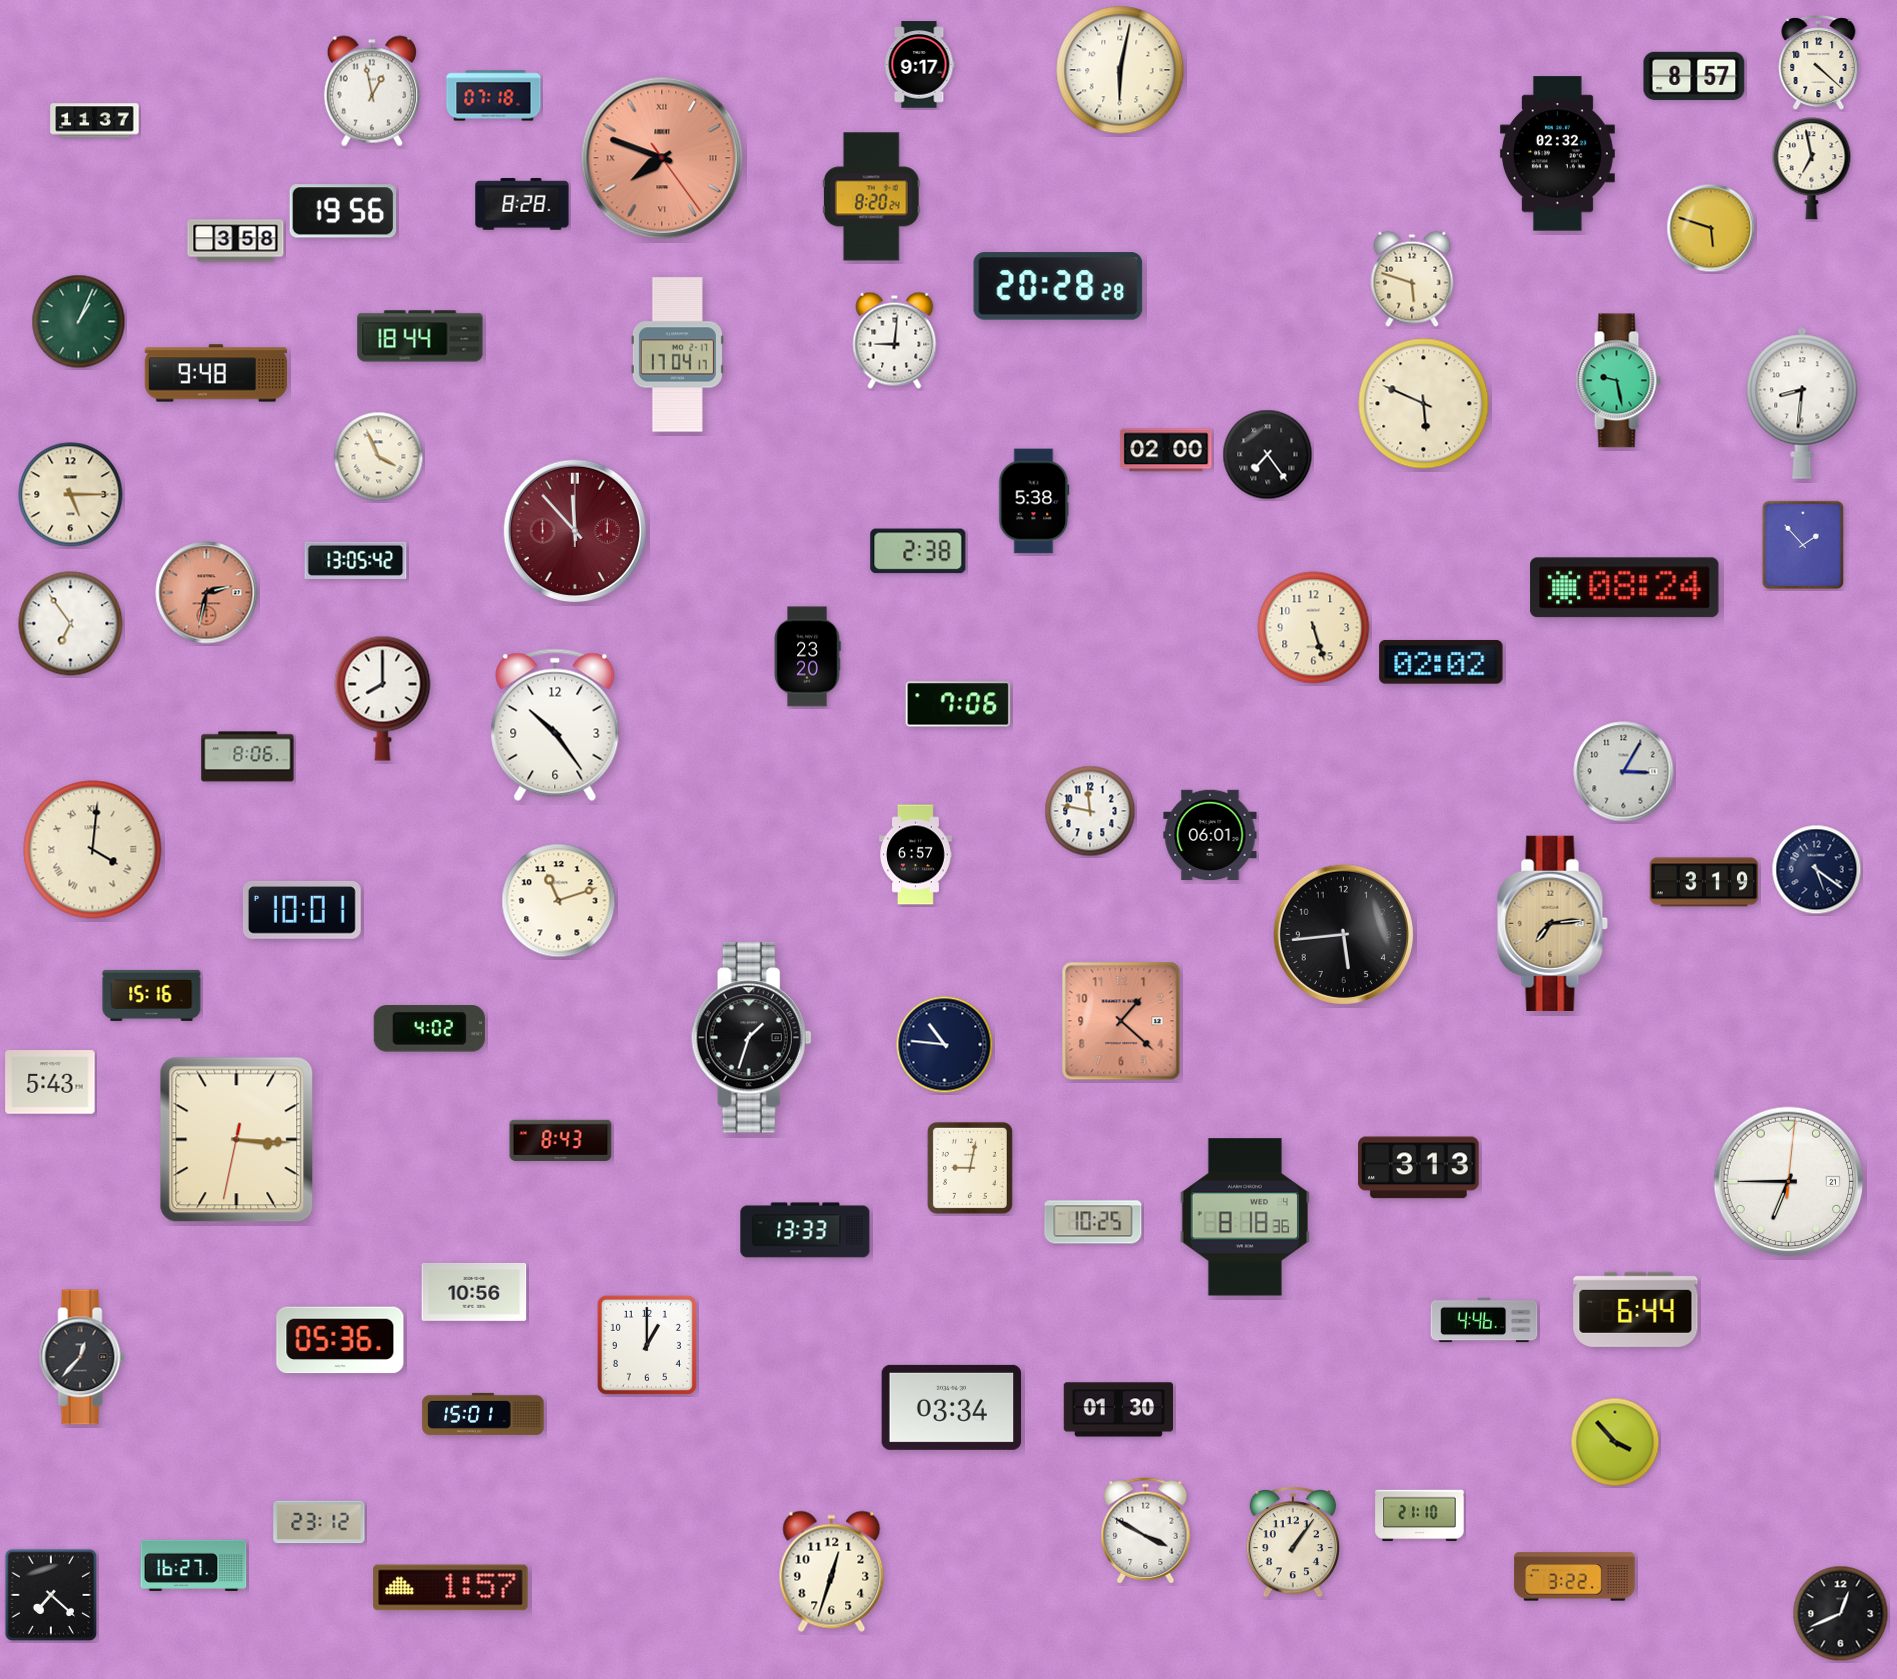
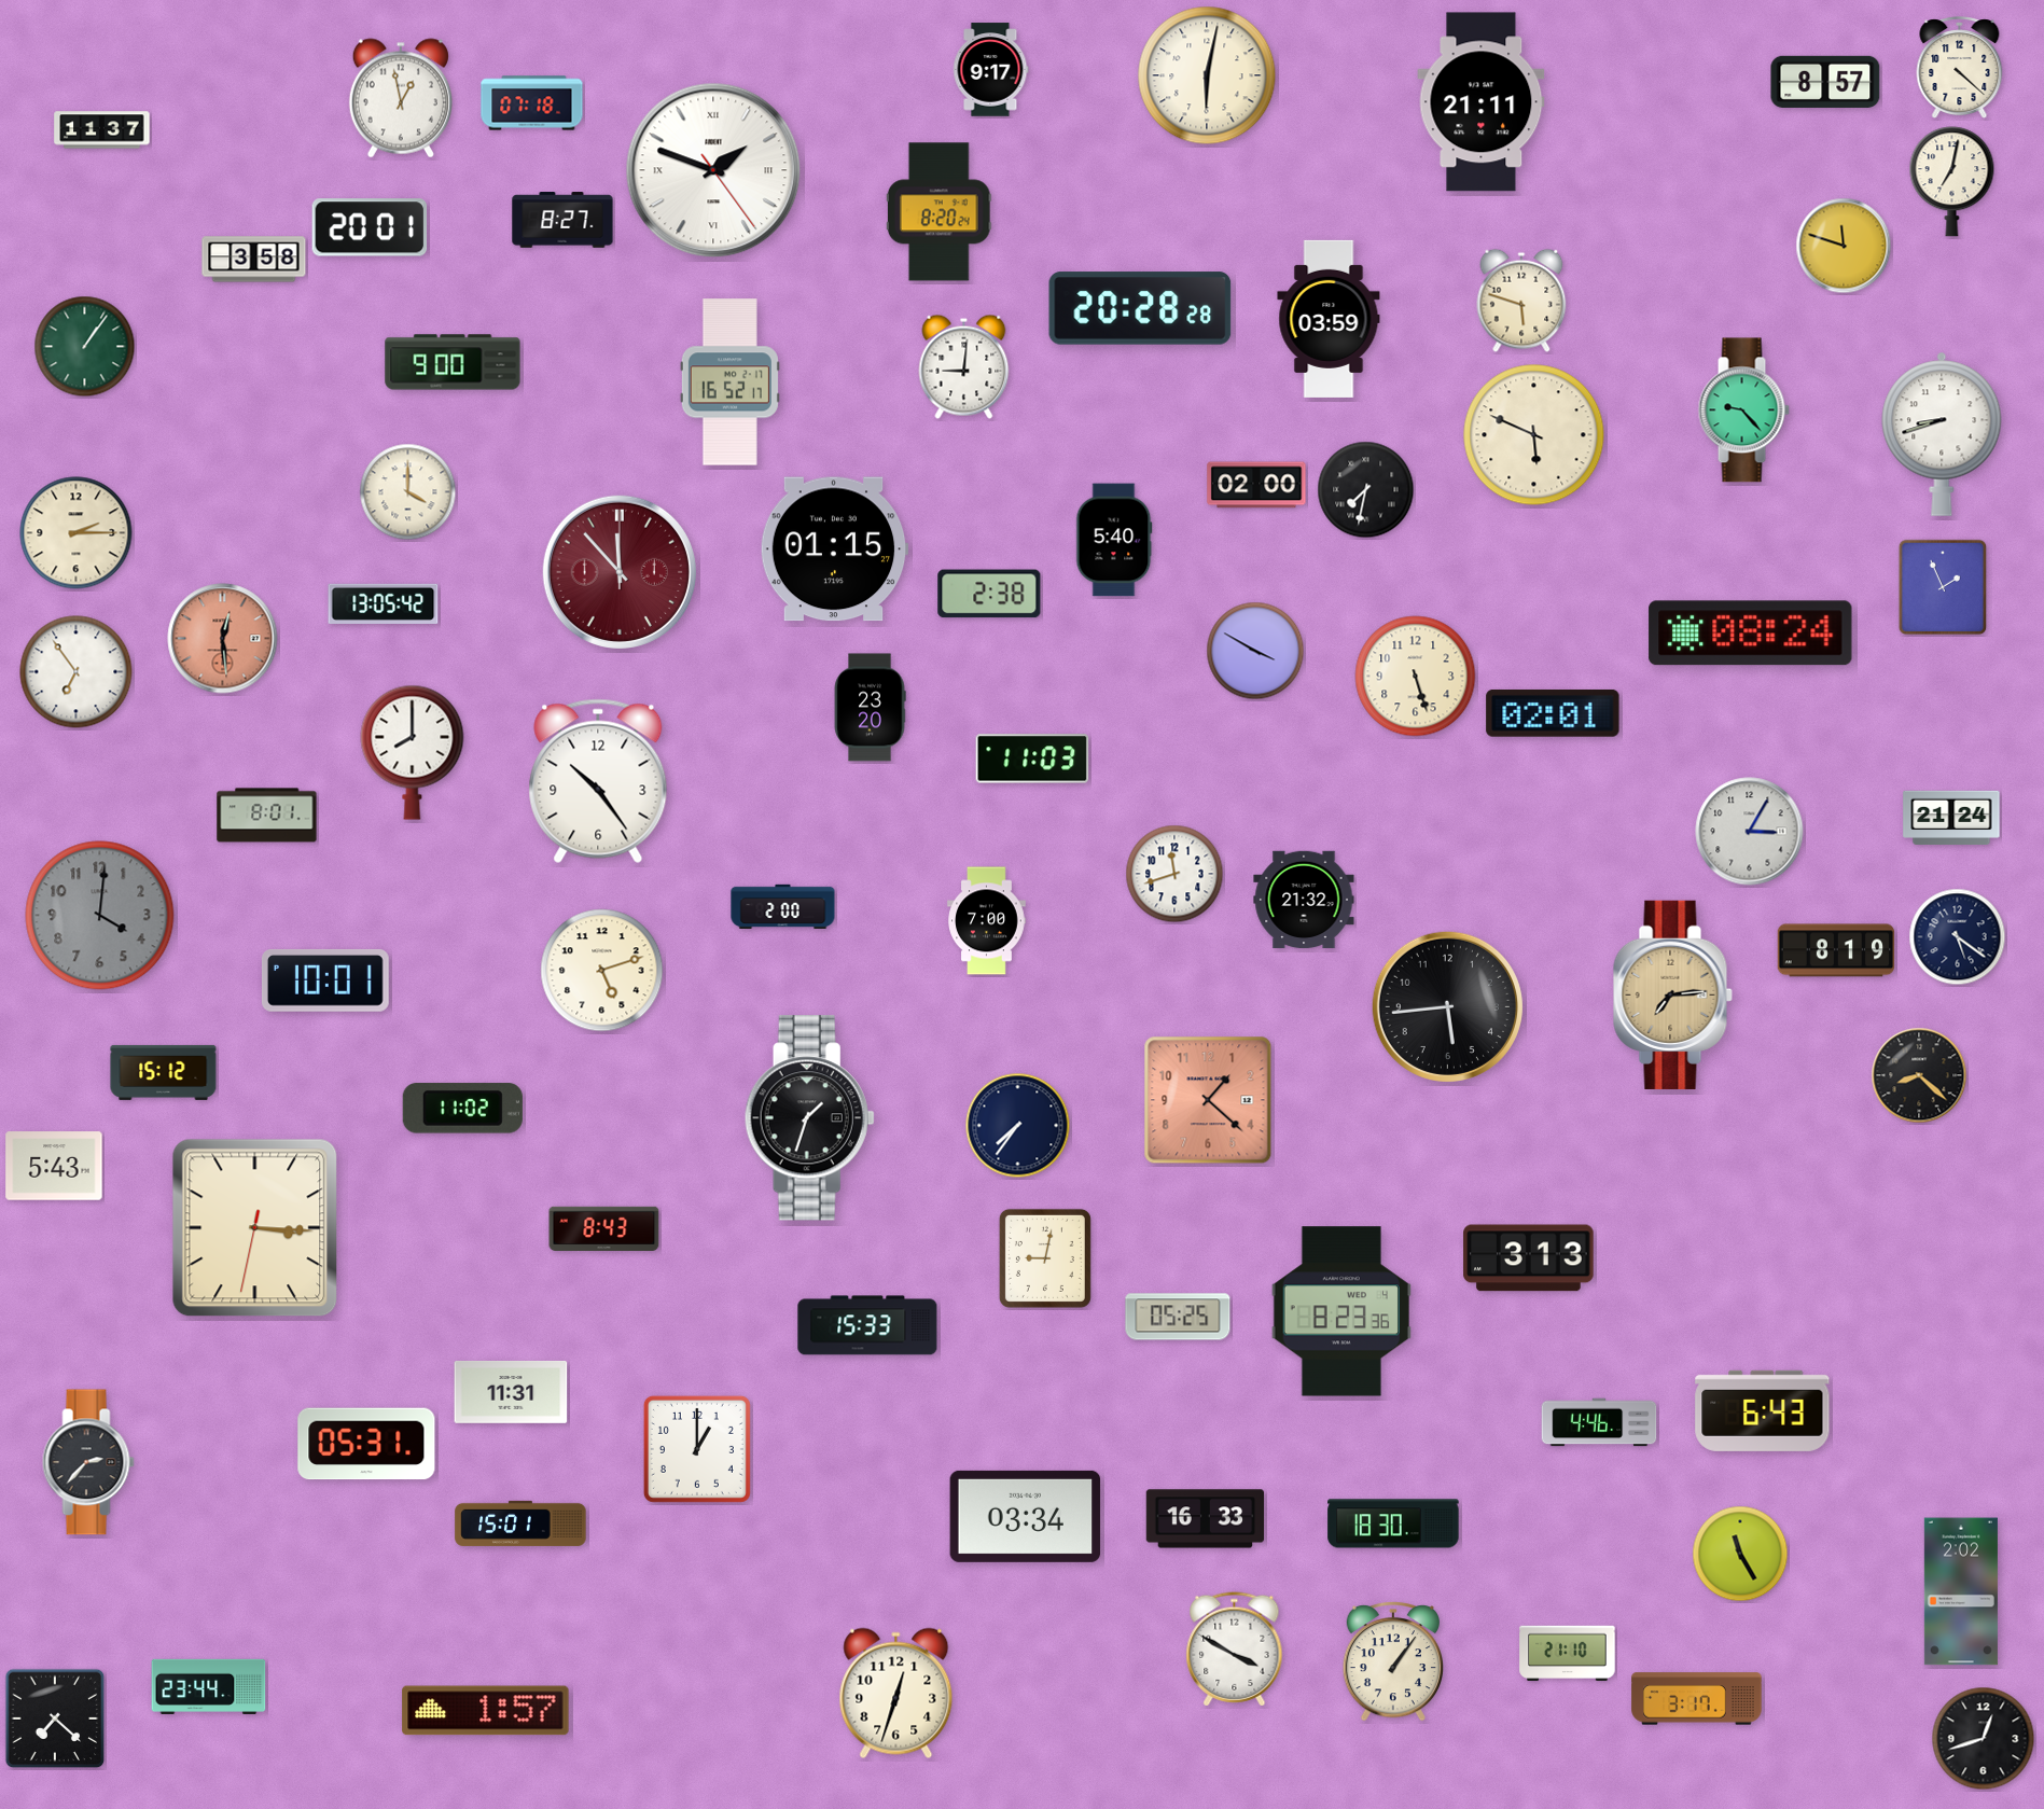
clock at (1482, 102): none -> 21:11
clock at (1557, 154): 02:32 -> none
clock at (662, 158): 7:48 -> 1:48
clock at (662, 158) dial: salmon -> white
clock at (1812, 169): 6:58 -> 7:02
clock at (522, 204): 8:28 -> 8:27
clock at (343, 211): 19:56 -> 20:01
clock at (1711, 228): 5:48 -> 11:48
clock at (1329, 319): none -> 03:59
clock at (79, 322): 1:04 -> 1:06
clock at (420, 336): 18:44 -> 9:00
clock at (677, 355): 17:04 -> 16:52
clock at (216, 373): 9:48 -> none
clock at (1618, 381): 9:28 -> 9:23
clock at (1802, 403): 8:31 -> 8:42
clock at (1268, 455): 7:24 -> 7:32
clock at (379, 457): 3:56 -> 4:00
clock at (71, 495): 5:15 -> 2:15
clock at (1034, 501): 5:38 -> 5:40
clock at (834, 549): none -> 01:15
clock at (1803, 545): 1:53 -> 1:56
clock at (207, 593): 2:32 -> 12:29
clock at (1255, 651): none -> 3:50
clock at (1441, 662): 02:02 -> 02:01
clock at (958, 704): 7:06 -> 11:03
clock at (248, 757): 8:06 -> 8:01
clock at (1951, 817): none -> 21:24
clock at (1090, 811): 11:47 -> 11:42
clock at (1210, 835): 06:01 -> 21:32
clock at (783, 906): none -> 2:00
clock at (93, 850) dial: cream -> grey
clock at (93, 850) numerals: Roman -> Arabic
clock at (916, 855): 6:57 -> 7:00
clock at (1704, 882): 3:19 -> 8:19
clock at (559, 901): 11:12 -> 5:12
clock at (152, 995): 15:16 -> 15:12
clock at (1919, 1075): none -> 8:22
clock at (429, 1029): 4:02 -> 11:02
clock at (945, 1045): 10:46 -> 7:36
clock at (1789, 1182): 6:45 -> none
clock at (1245, 1217): 8:18 -> 8:23
clock at (1093, 1222): 10:25 -> 05:25
clock at (805, 1230): 13:33 -> 15:33
clock at (474, 1292): 10:56 -> 11:31
clock at (1636, 1309): 6:44 -> 6:43
clock at (340, 1340): 05:36 -> 05:31
clock at (82, 1357): 12:37 -> 2:37
clock at (1119, 1410): 01:30 -> 16:33
clock at (1393, 1523): none -> 18:30
clock at (1615, 1442): 3:53 -> 11:25
clock at (1961, 1591): none -> 2:02
clock at (1420, 1516) position: (1420, 1516) -> (1568, 1654)
clock at (319, 1522): 23:12 -> none
clock at (194, 1565): 16:27 -> 23:44
clock at (1575, 1577): 3:22 -> 3:17
clock at (1841, 1614): 12:41 -> 12:42
